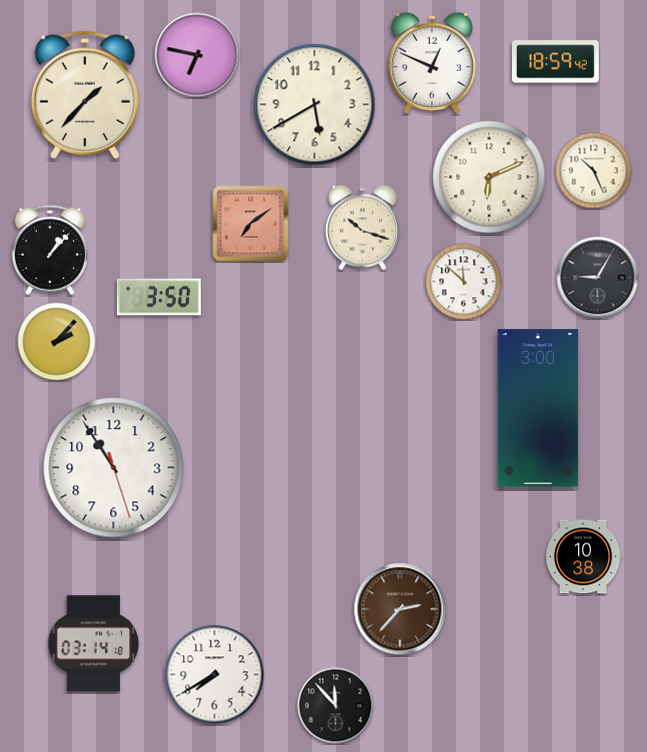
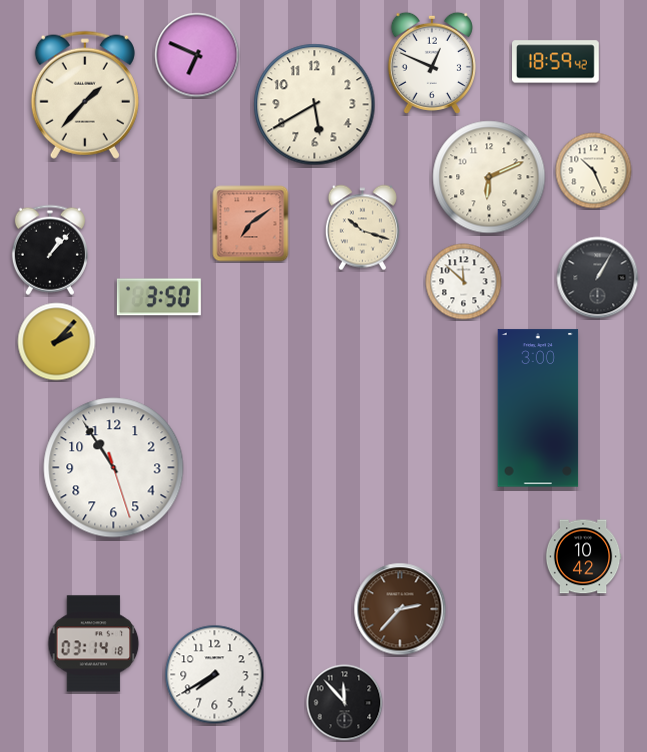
clock at (197, 55): 6:47 -> 6:49
clock at (598, 278): 9:05 -> 1:05
clock at (583, 557): 10:38 -> 10:42
clock at (336, 706) position: (336, 706) -> (345, 703)
